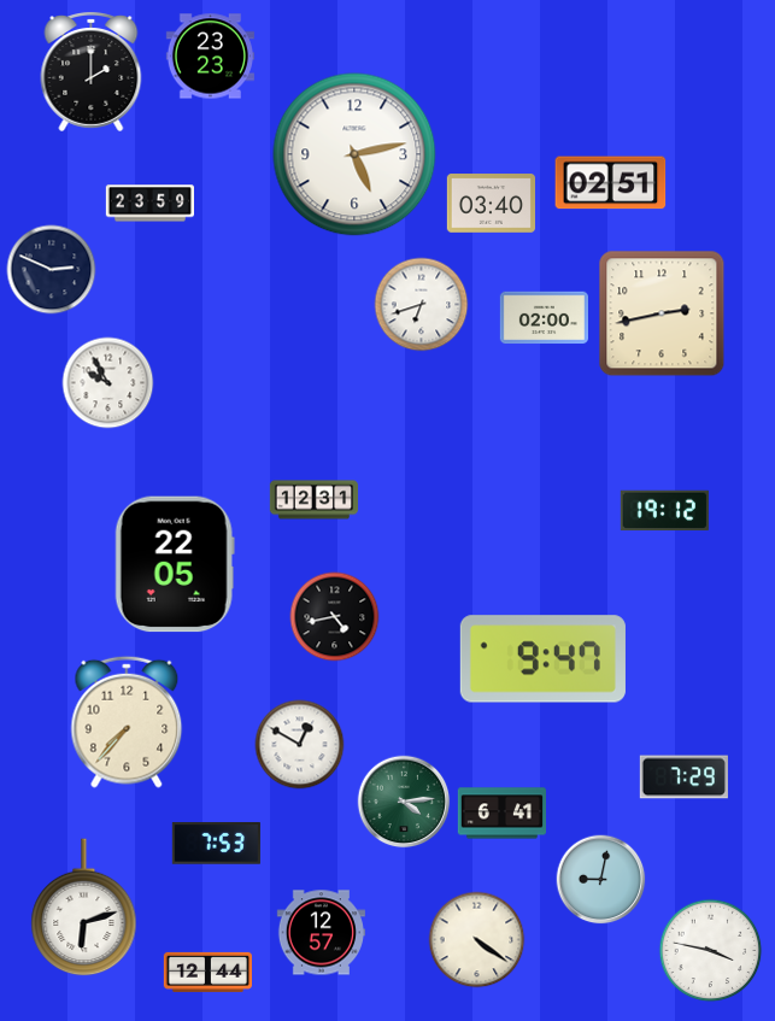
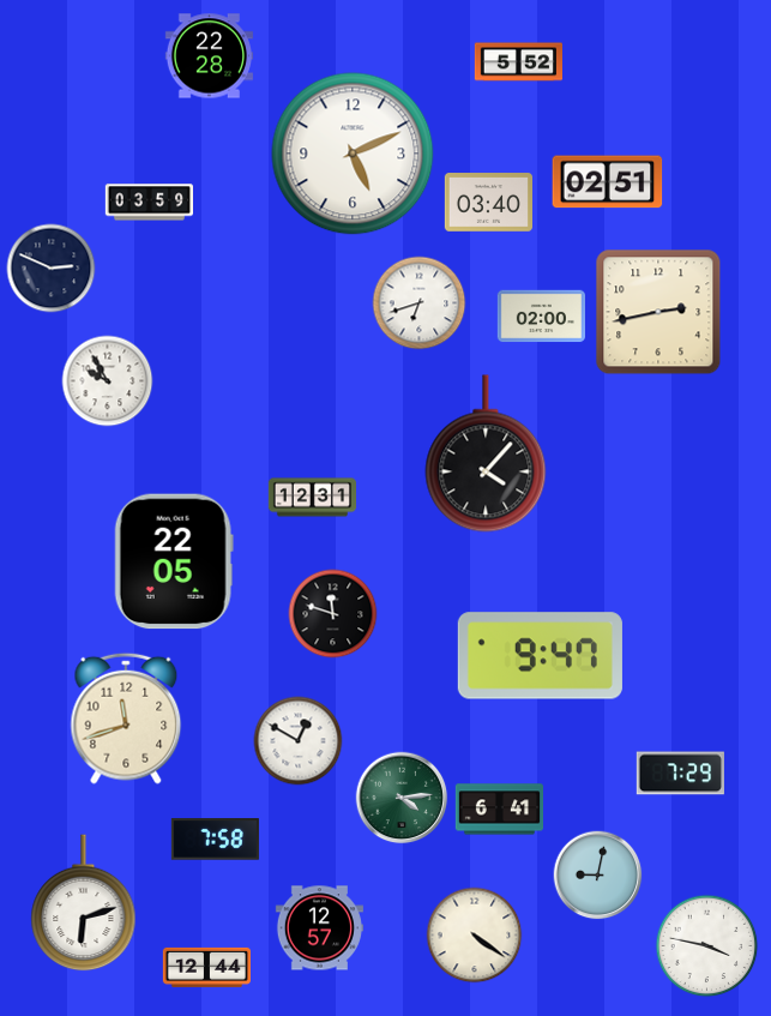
clock at (210, 57): 23:23 -> 22:28
clock at (518, 62): none -> 5:52
clock at (92, 72): 2:00 -> none
clock at (354, 154): 5:13 -> 5:11
clock at (149, 204): 23:59 -> 03:59
clock at (486, 453): none -> 4:07
clock at (664, 511): 19:12 -> none
clock at (335, 617): 4:43 -> 11:48
clock at (127, 722): 7:37 -> 11:42
clock at (216, 844): 7:53 -> 7:58
